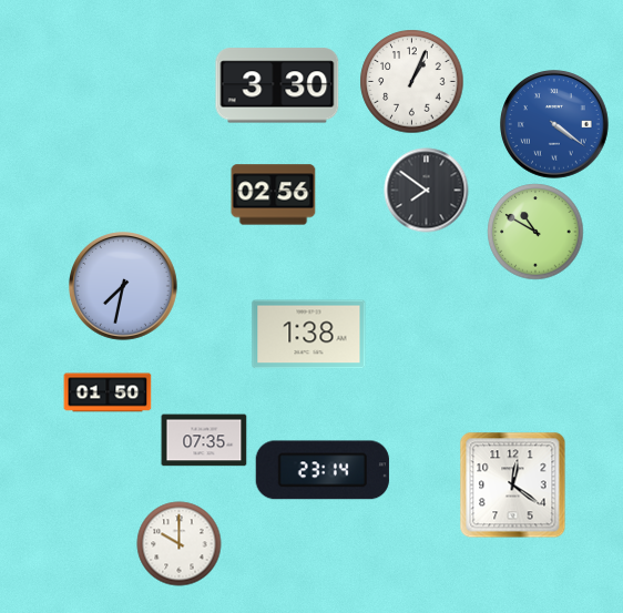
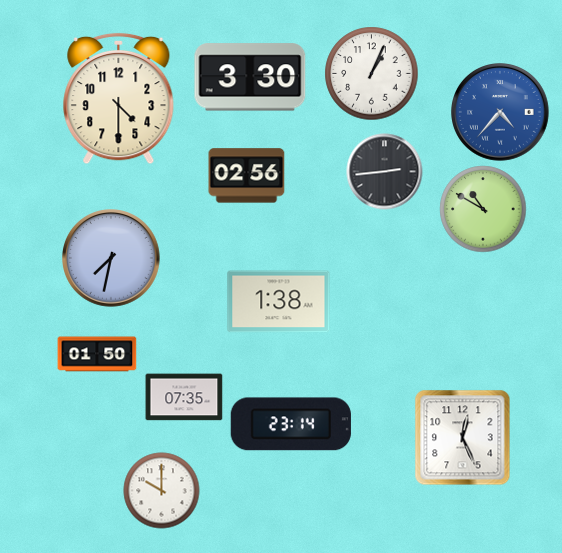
clock at (119, 99): none -> 4:30
clock at (555, 125): 4:21 -> 4:37
clock at (427, 191): 7:51 -> 2:44
clock at (513, 486): 12:21 -> 12:26
